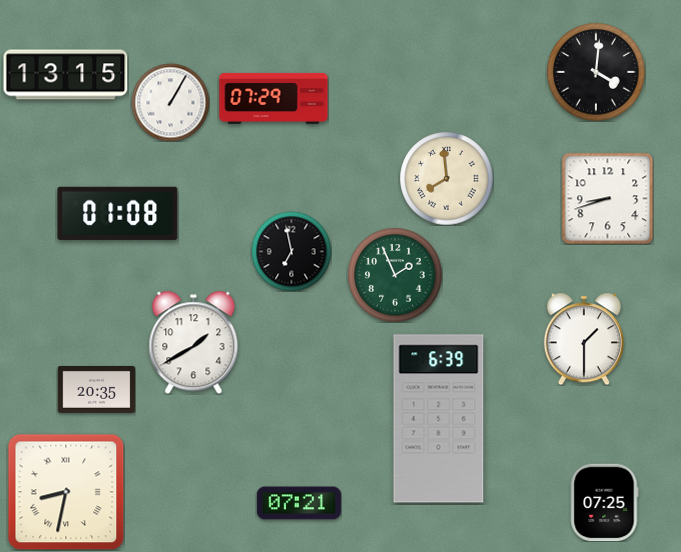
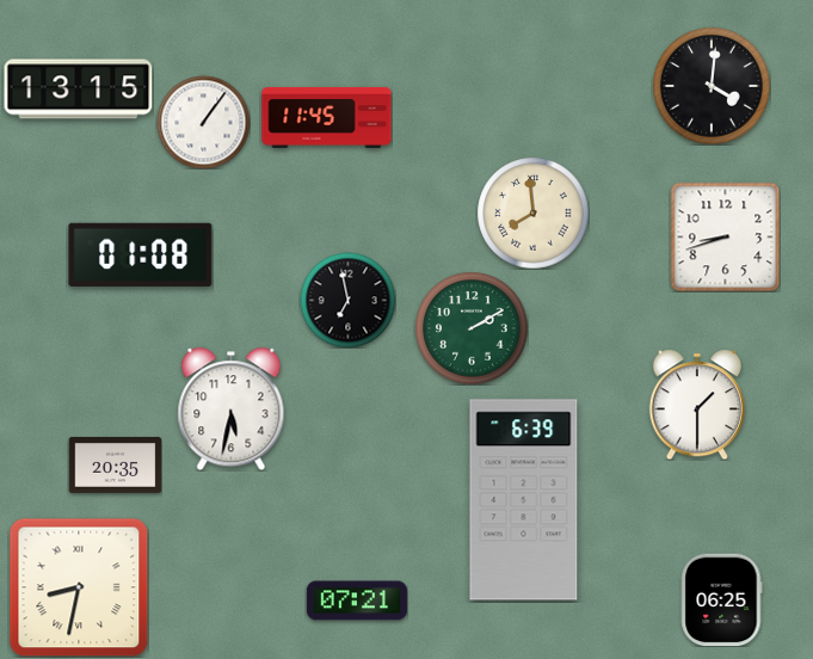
clock at (274, 99): 07:29 -> 11:45
clock at (170, 102): 1:05 -> 1:06
clock at (395, 275): 1:56 -> 2:10
clock at (194, 342): 1:40 -> 5:32
clock at (605, 502): 07:25 -> 06:25
